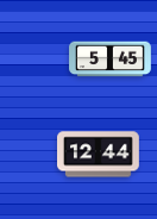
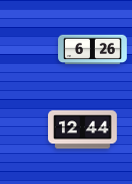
clock at (111, 60): 5:45 -> 6:26
